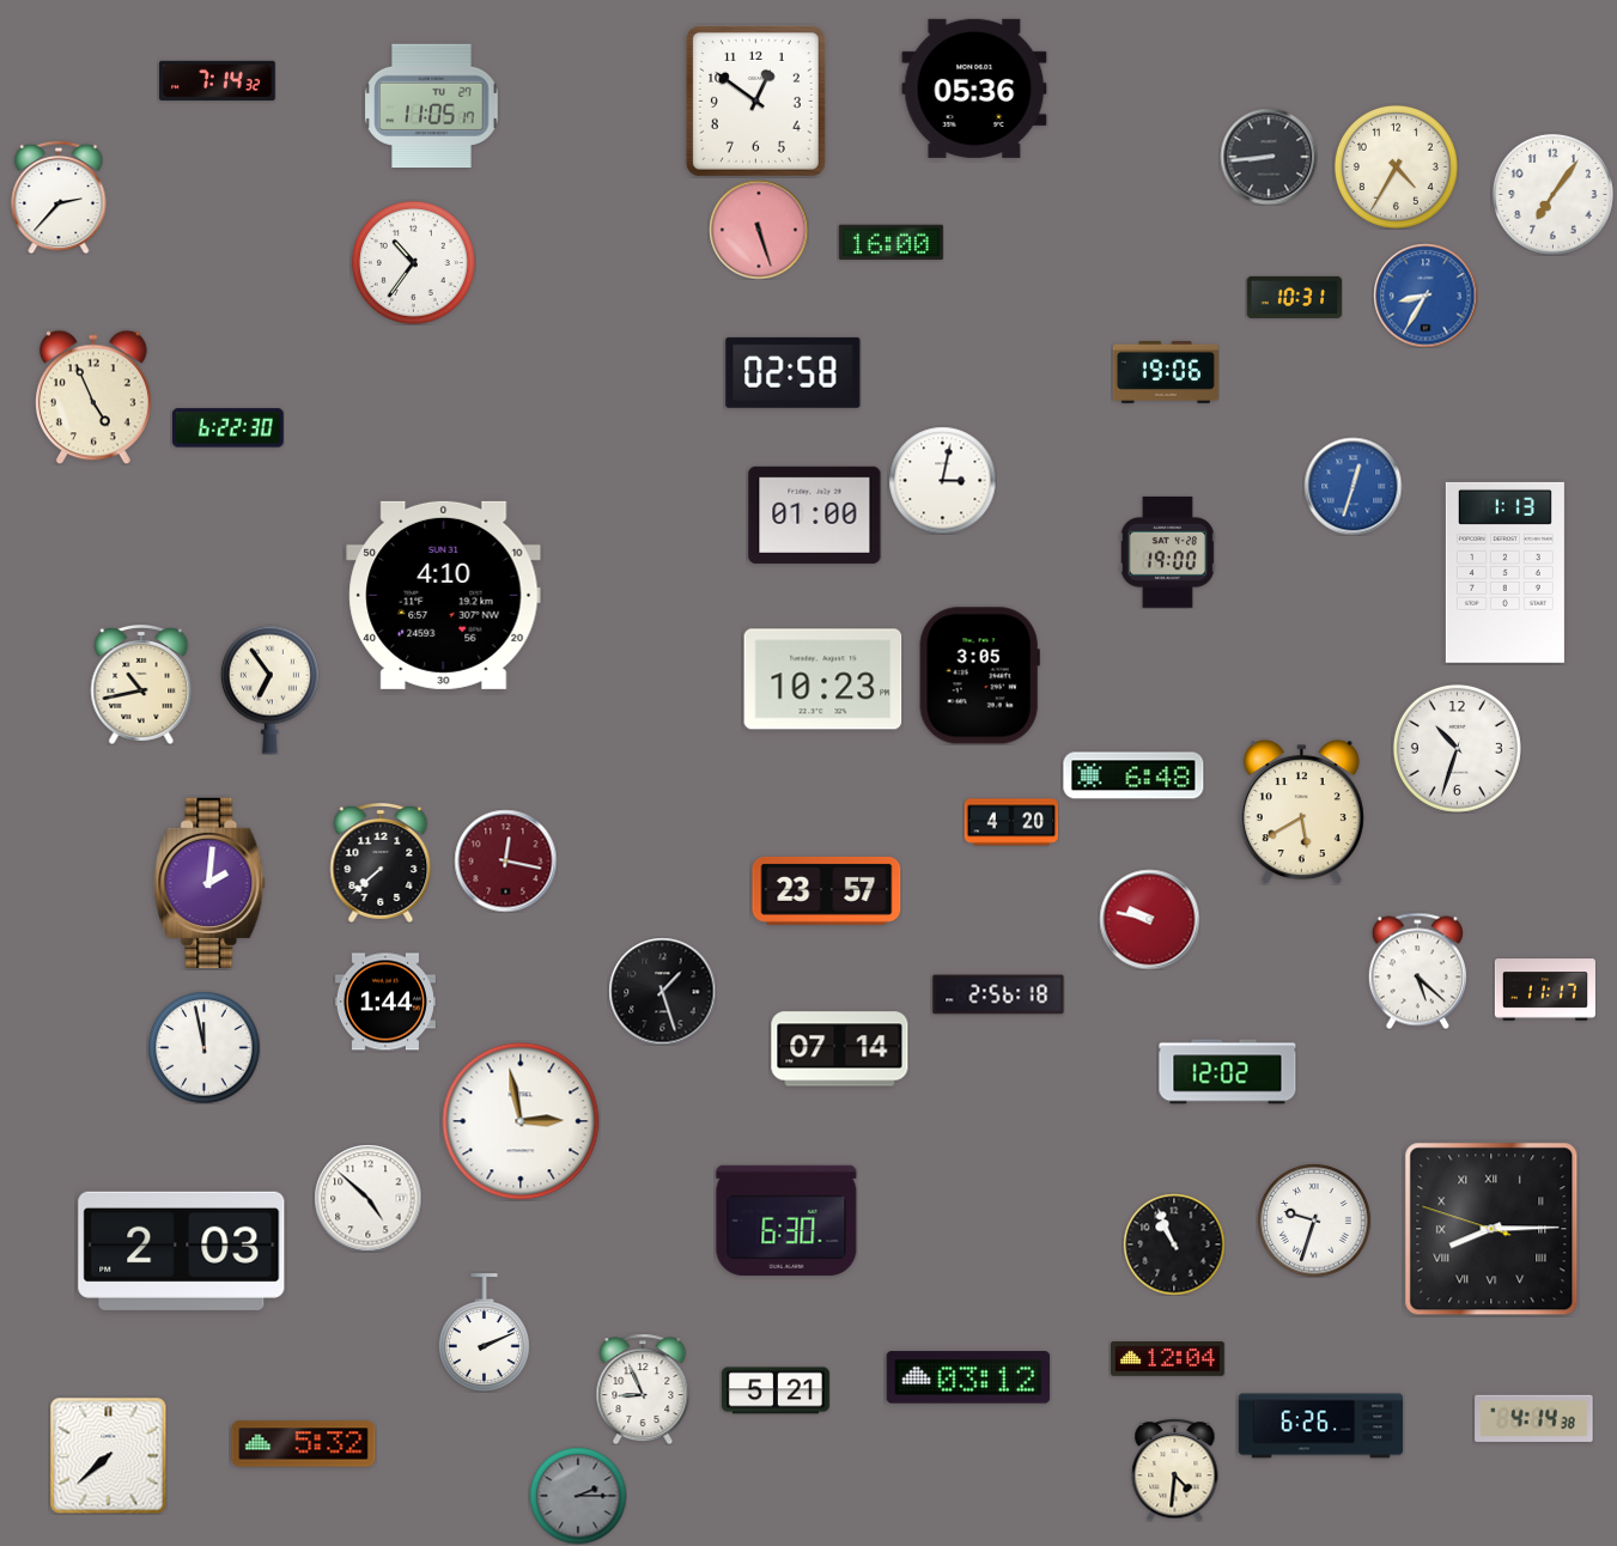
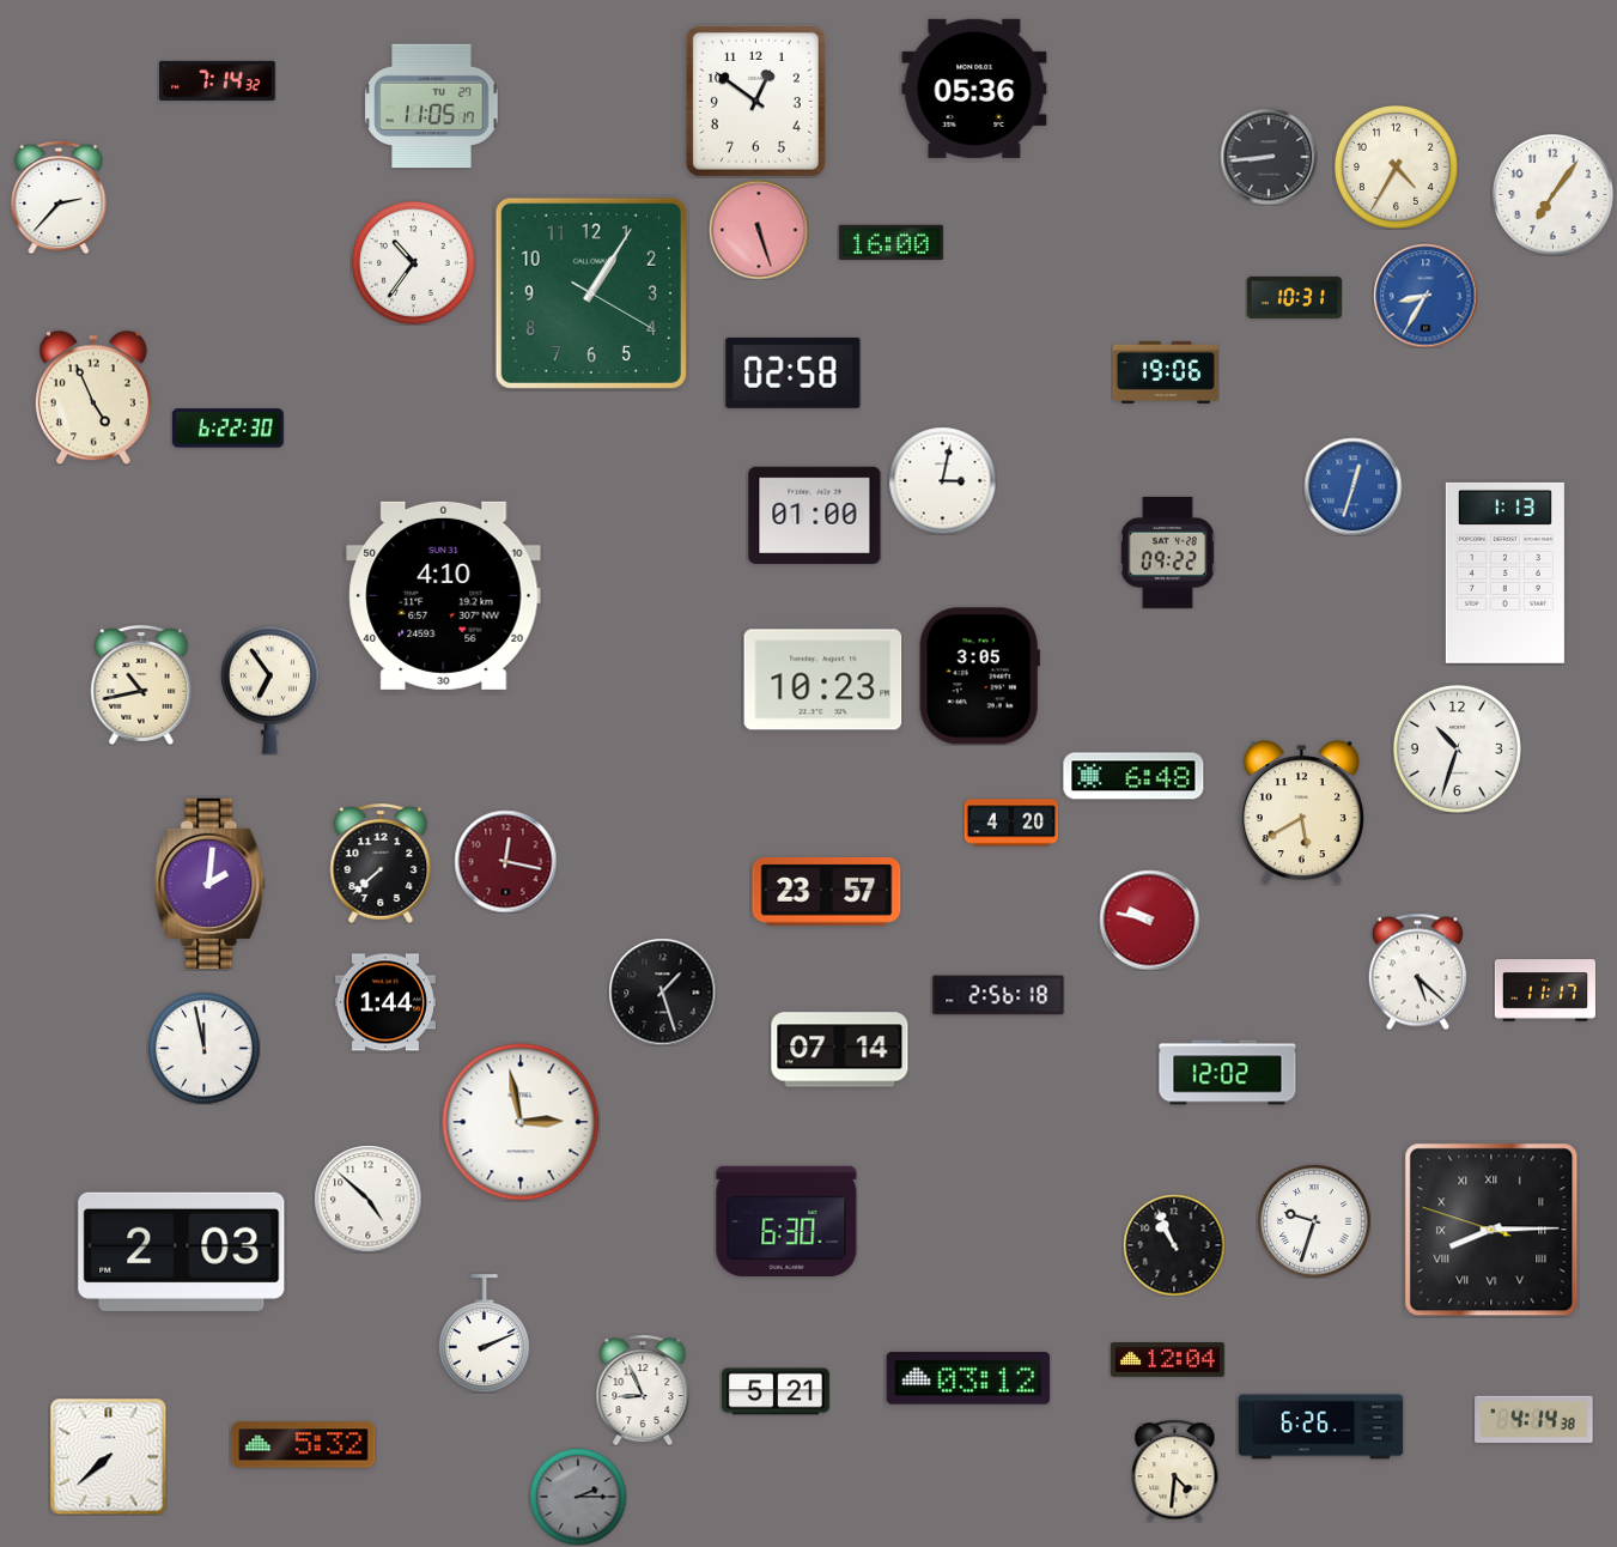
clock at (591, 293): none -> 1:05
clock at (1167, 552): 19:00 -> 09:22
